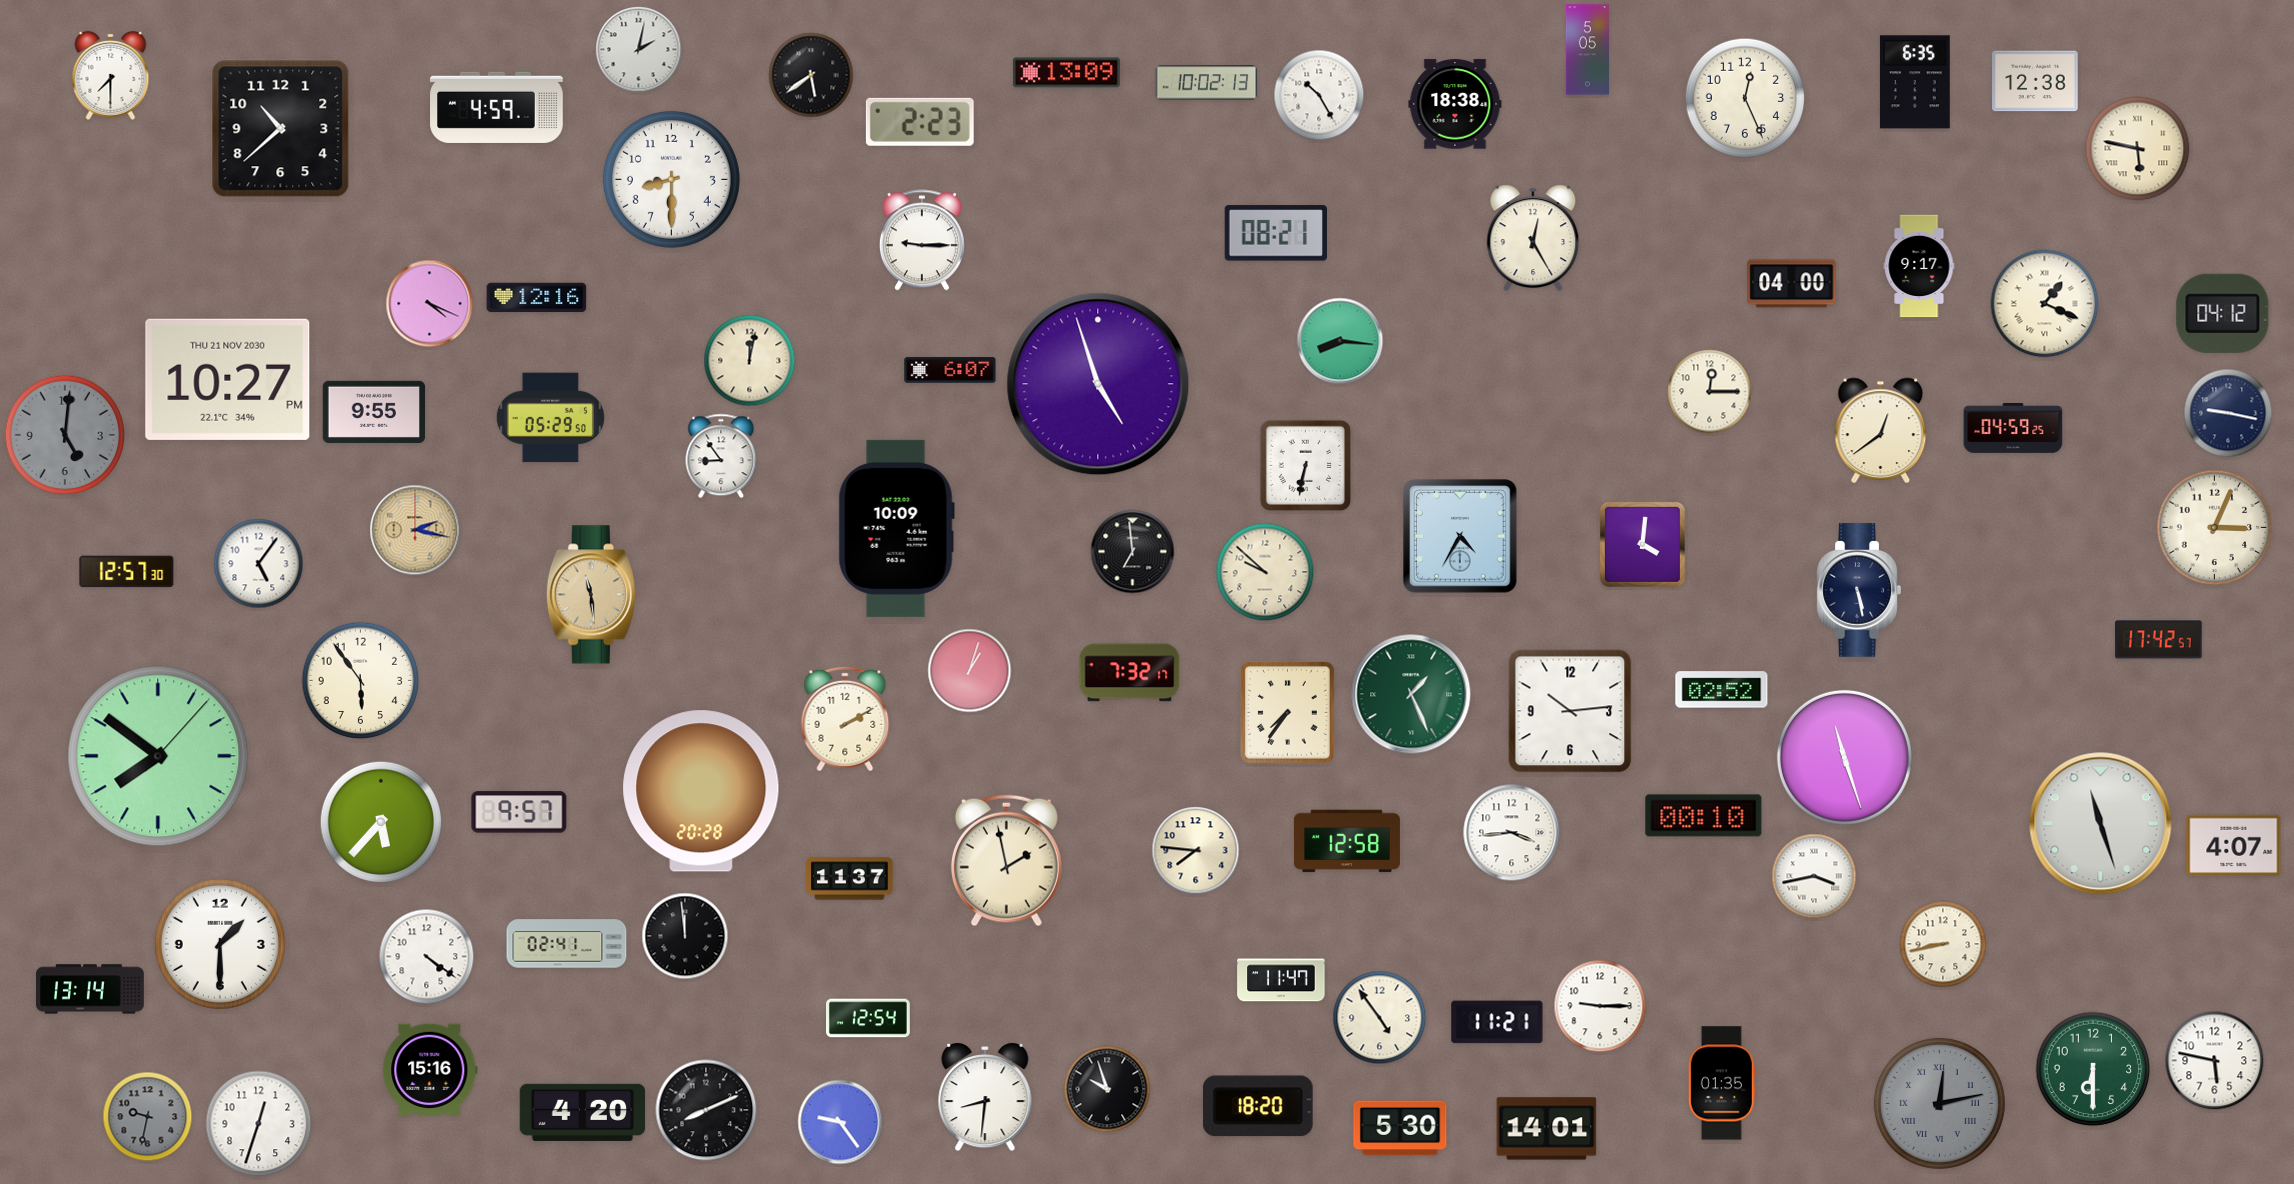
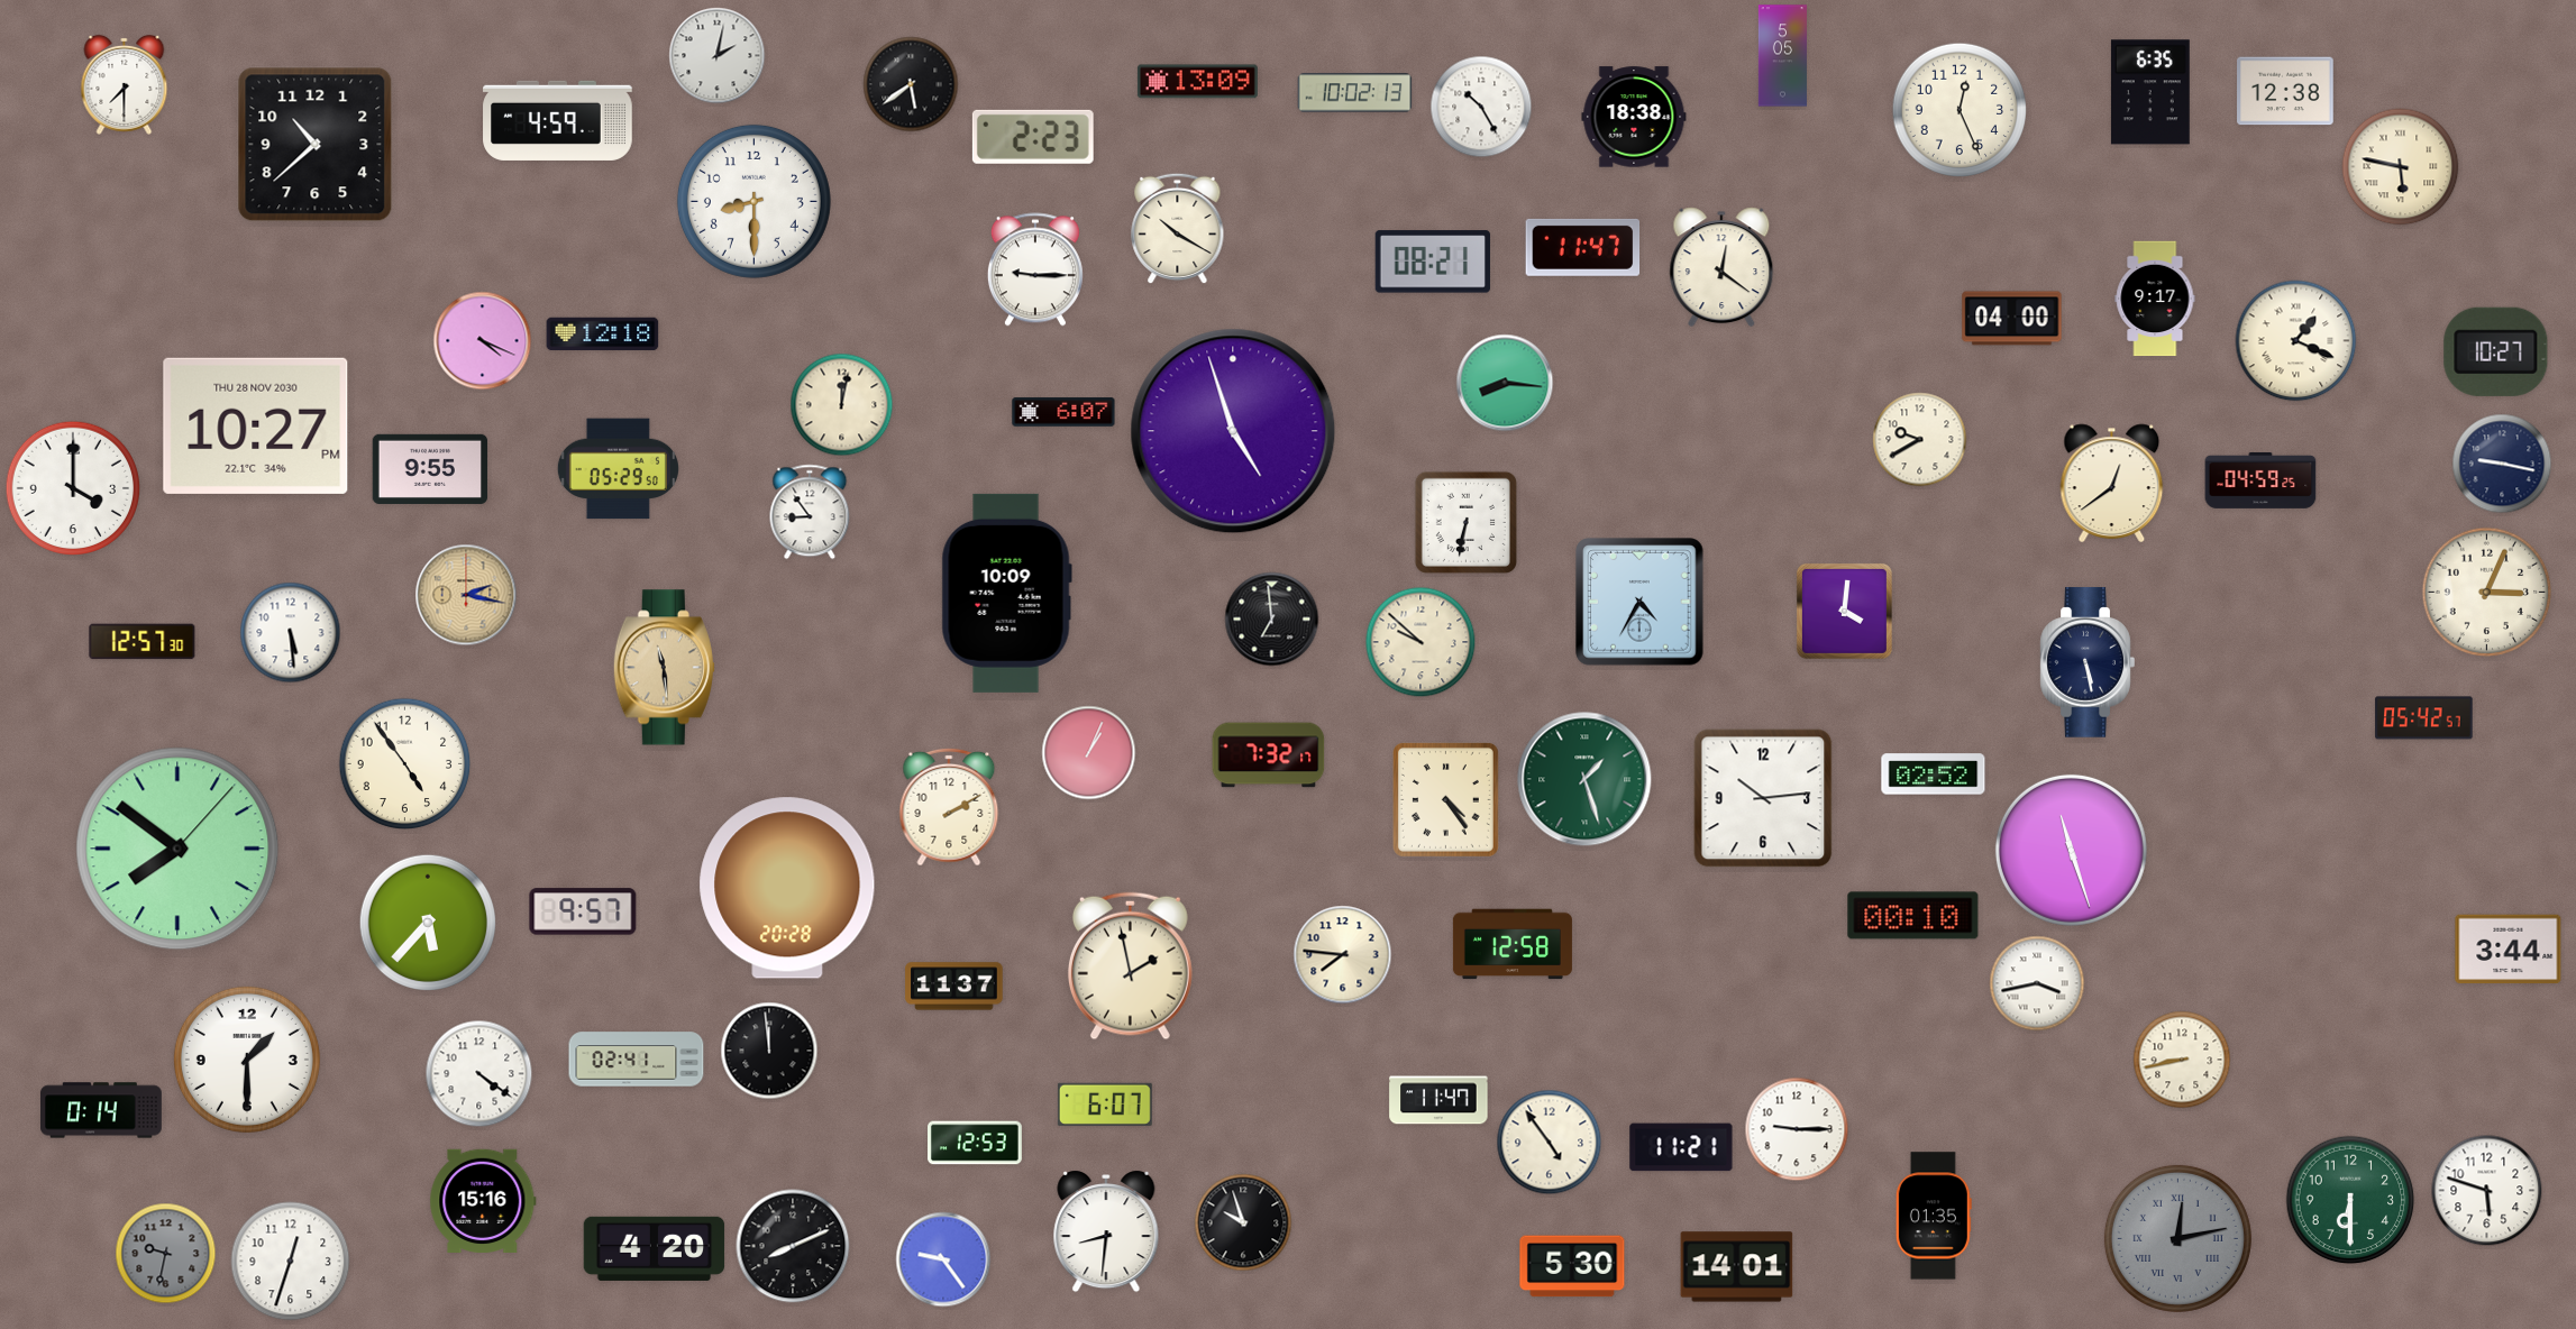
clock at (1178, 229): none -> 10:20
clock at (1583, 247): none -> 11:47
clock at (1533, 238): 12:25 -> 12:21
clock at (537, 298): 12:16 -> 12:18
clock at (2223, 313): 04:12 -> 10:27
clock at (950, 370) position: (950, 370) -> (1063, 412)
clock at (228, 379) date: THU 21 NOV 2030 -> THU 28 NOV 2030
clock at (1710, 392): 12:15 -> 9:40
clock at (374, 412) position: (374, 412) -> (430, 469)
clock at (64, 434): 5:01 -> 4:00
clock at (64, 434) dial: grey -> white
clock at (259, 564): 5:06 -> 5:29
clock at (2159, 640): 17:42 -> 05:42
clock at (970, 671): 1:03 -> 1:04
clock at (361, 681): 5:54 -> 4:54
clock at (1411, 694): 1:26 -> 1:27
clock at (1287, 712): 7:36 -> 4:24
clock at (2101, 824): 11:27 -> none
clock at (1512, 833): 3:44 -> none
clock at (2234, 846): 4:07 -> 3:44
clock at (1105, 1105): none -> 6:07
clock at (91, 989): 13:14 -> 0:14
clock at (869, 1018): 12:54 -> 12:53
clock at (2215, 1061): 5:47 -> 5:48
clock at (1258, 1106): 18:20 -> none
